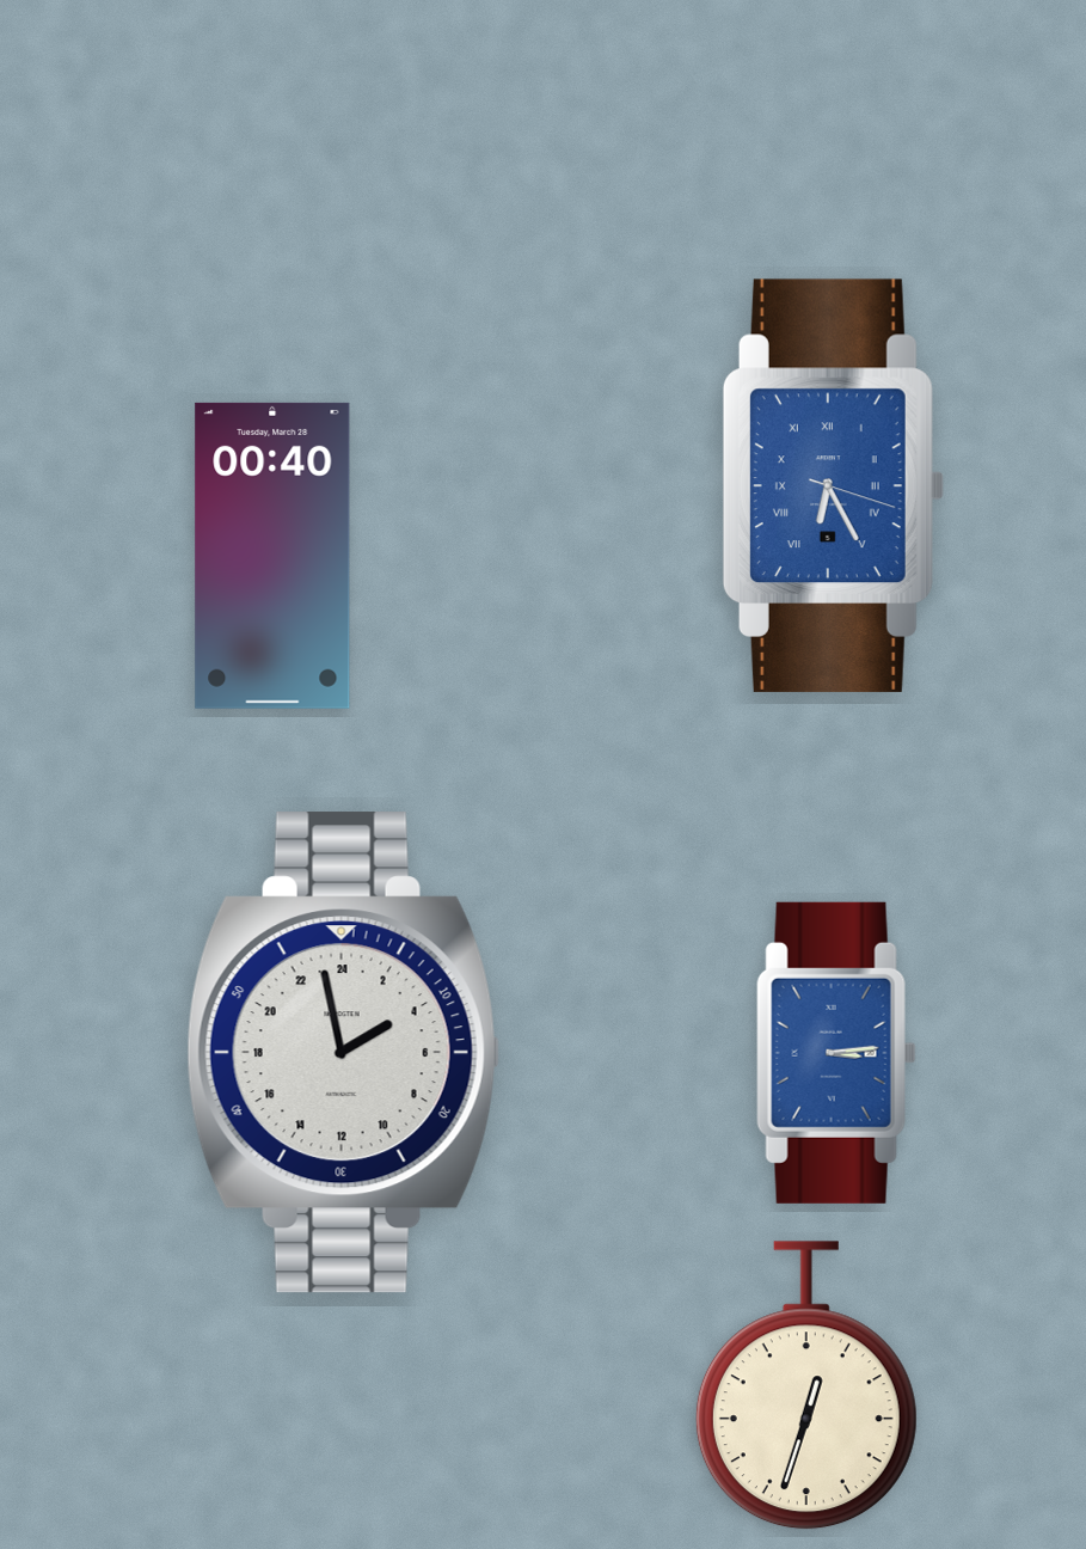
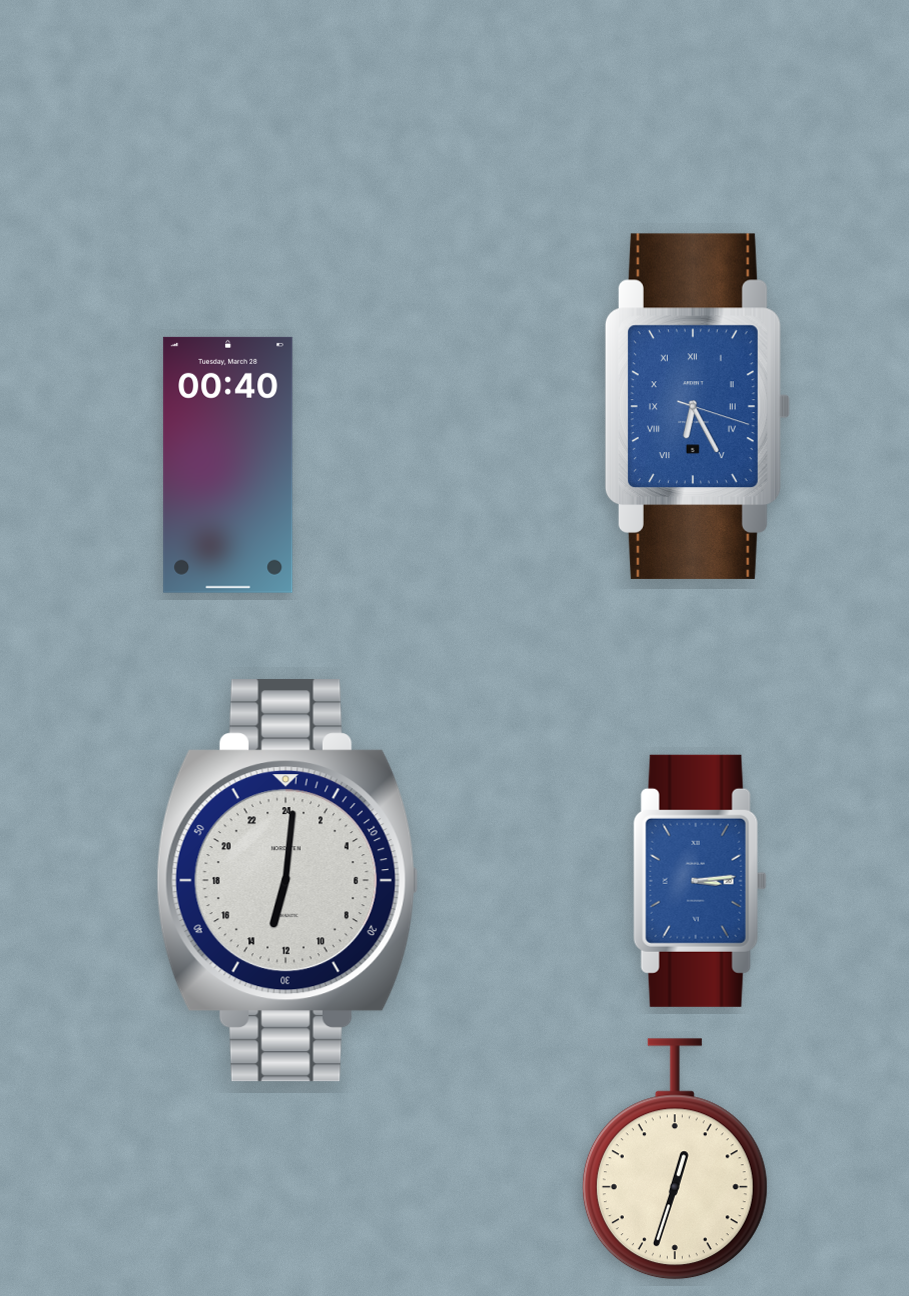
clock at (343, 1053): 3:58 -> 13:01
